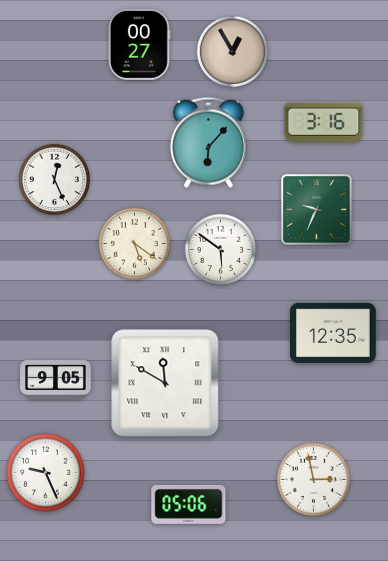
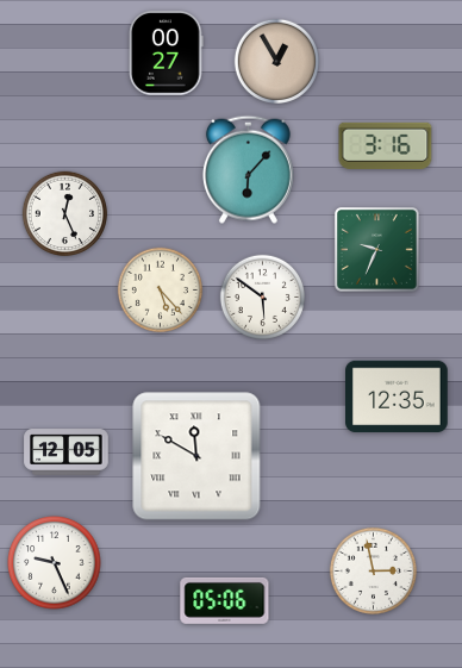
clock at (134, 243): 5:21 -> 5:23
clock at (56, 380): 9:05 -> 12:05
